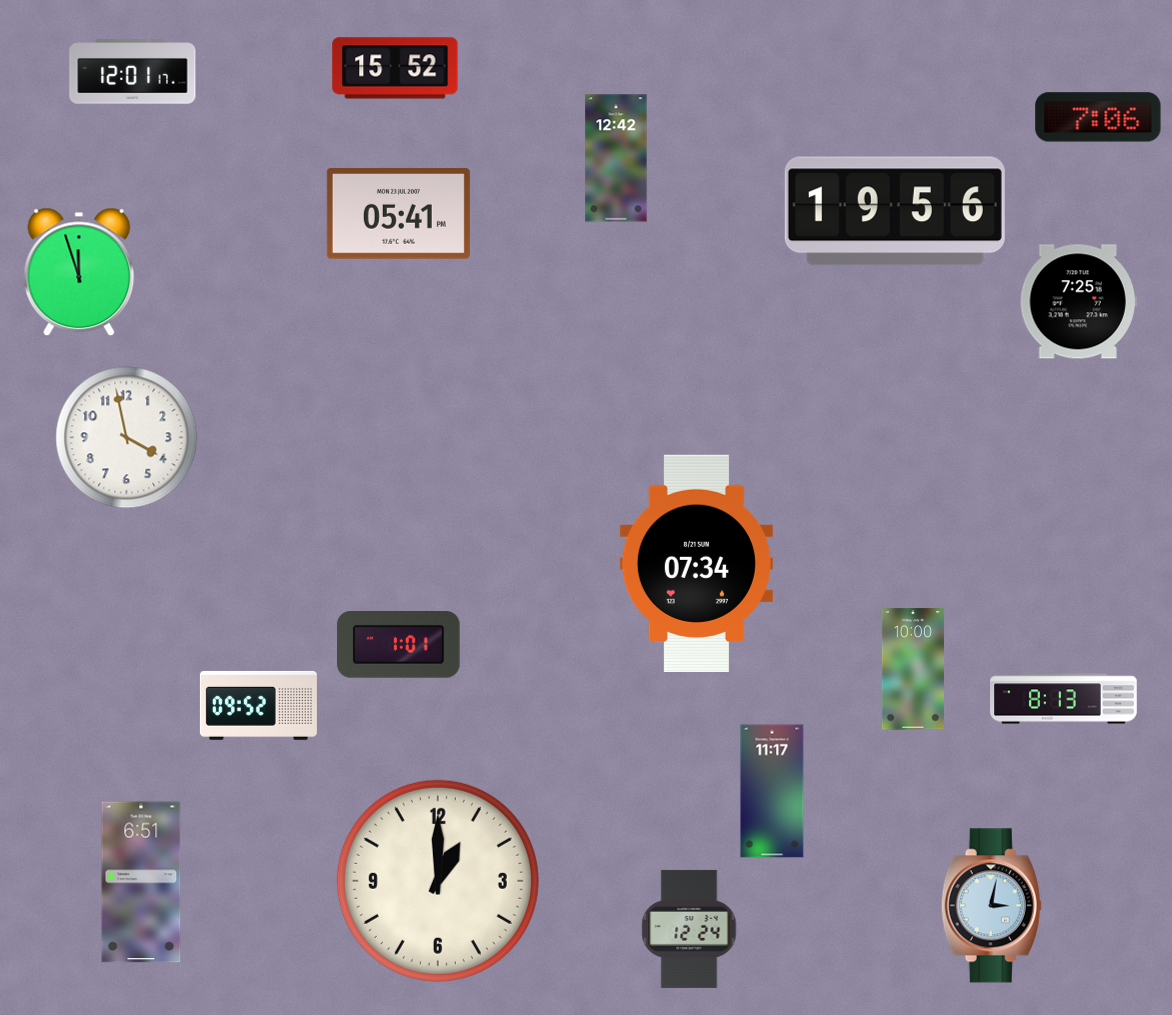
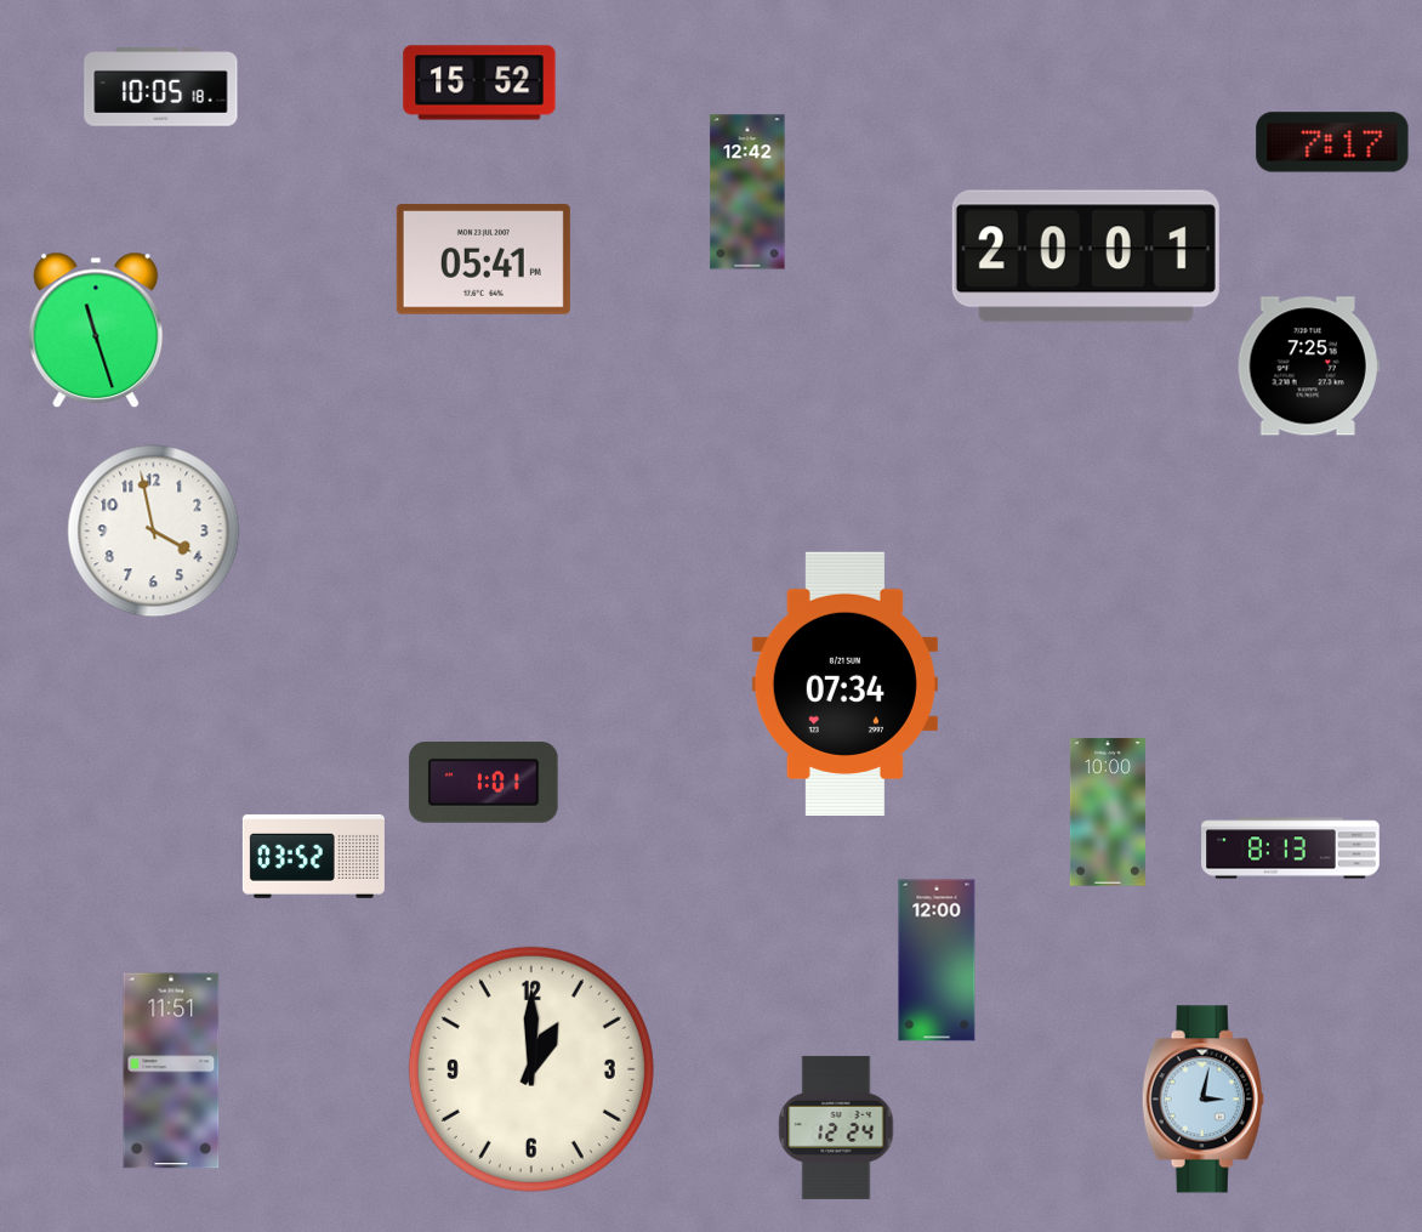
clock at (133, 72): 12:01 -> 10:05
clock at (1098, 117): 7:06 -> 7:17
clock at (895, 211): 19:56 -> 20:01
clock at (79, 272): 11:57 -> 11:27
clock at (258, 705): 09:52 -> 03:52
clock at (772, 791): 11:17 -> 12:00
clock at (141, 882): 6:51 -> 11:51
